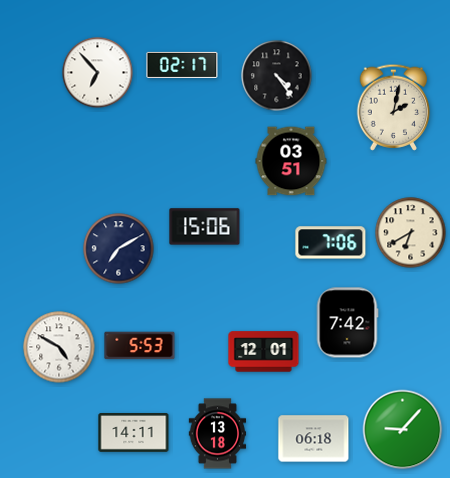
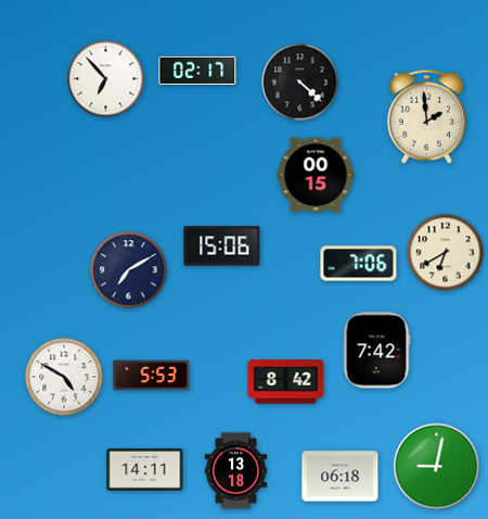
clock at (277, 76): 4:24 -> 4:22
clock at (394, 107): 2:02 -> 1:59
clock at (291, 161): 03:51 -> 00:15
clock at (264, 352): 12:01 -> 8:42
clock at (403, 430): 9:07 -> 9:02
